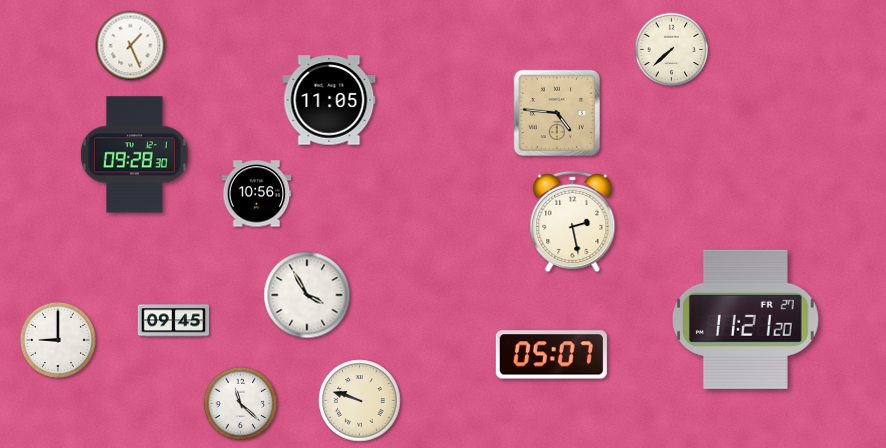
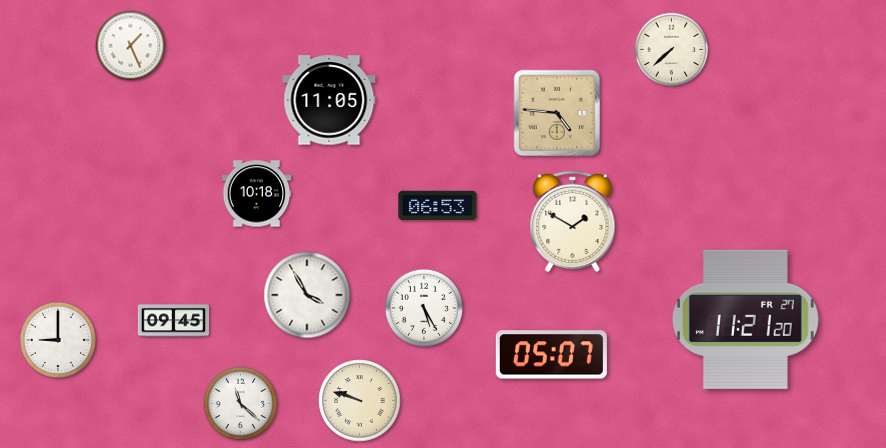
clock at (134, 155): 09:28 -> none
clock at (257, 194): 10:56 -> 10:18
clock at (438, 205): none -> 06:53
clock at (573, 221): 2:28 -> 1:50
clock at (424, 308): none -> 5:25
